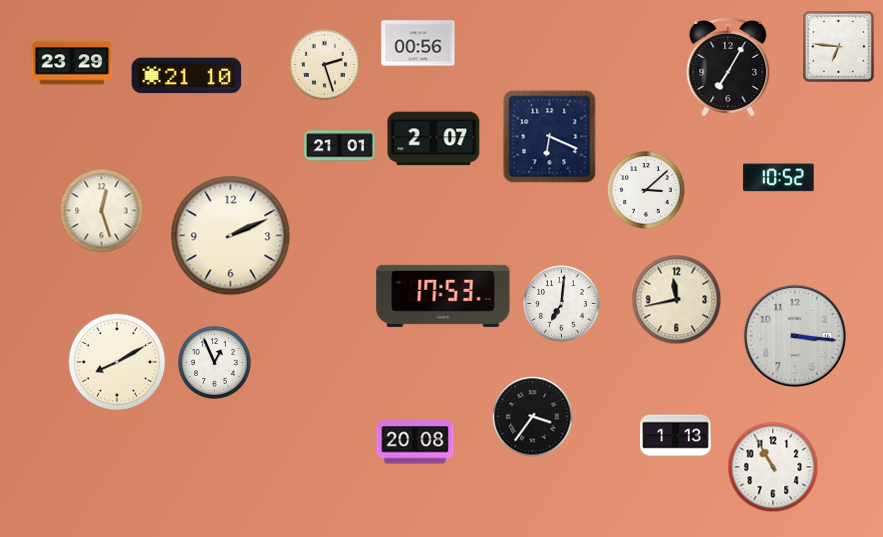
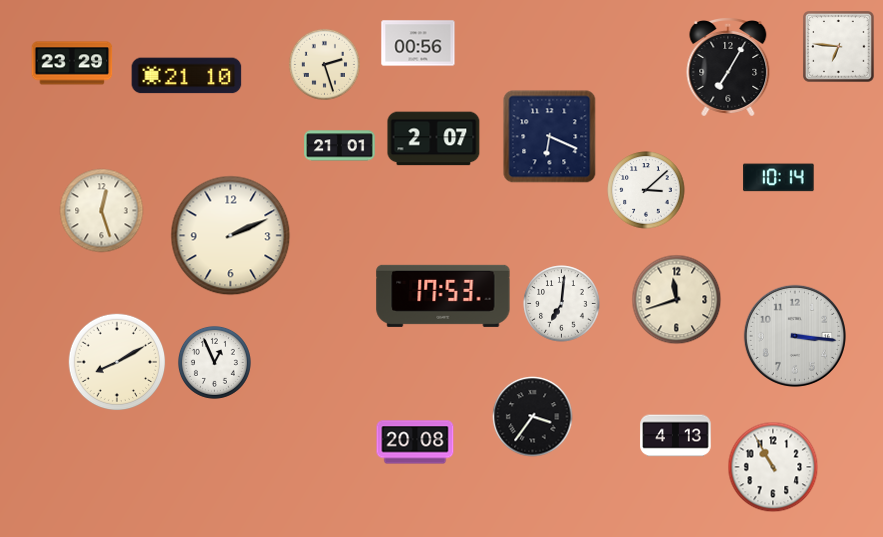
clock at (779, 178): 10:52 -> 10:14
clock at (677, 300): 11:43 -> 11:42
clock at (676, 436): 1:13 -> 4:13
